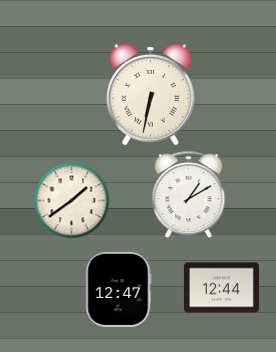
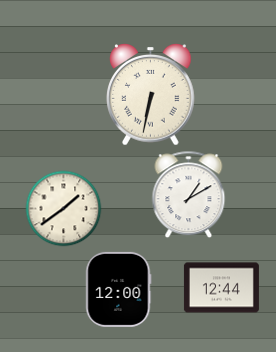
clock at (72, 201) position: (72, 201) -> (64, 209)
clock at (119, 289): 12:47 -> 12:00
